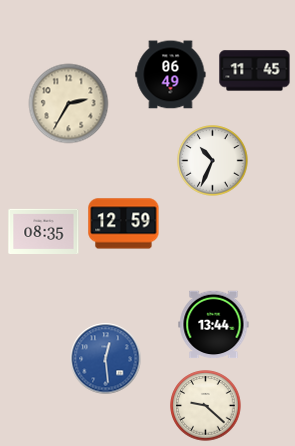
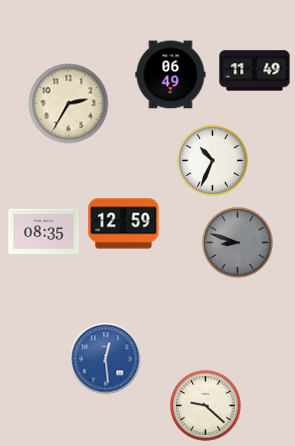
clock at (255, 71): 11:45 -> 11:49
clock at (238, 243): none -> 8:48
clock at (214, 325): 13:44 -> none
